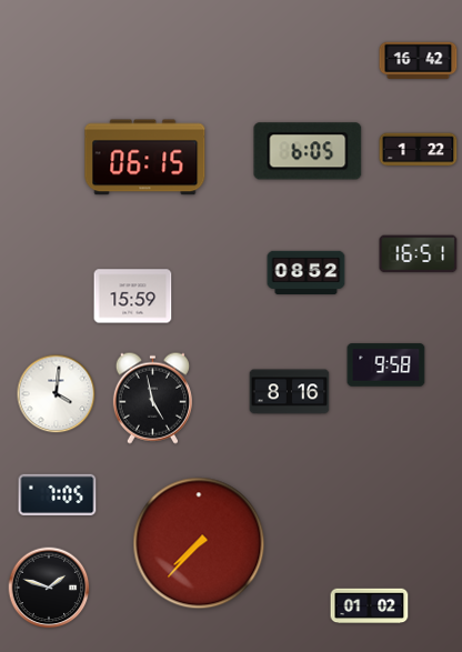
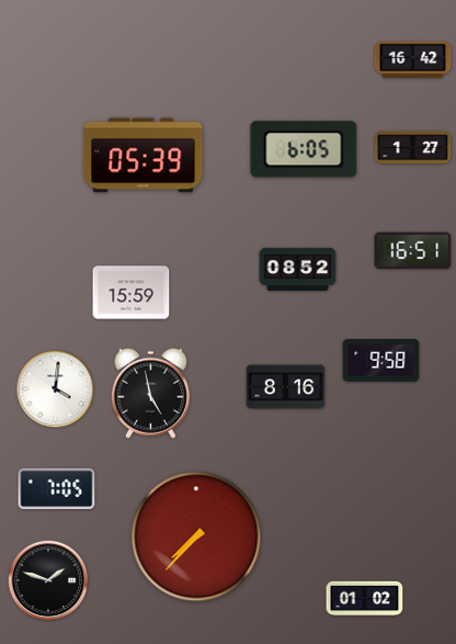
clock at (419, 150): 1:22 -> 1:27
clock at (145, 158): 06:15 -> 05:39
clock at (307, 272) position: (307, 272) -> (298, 269)
